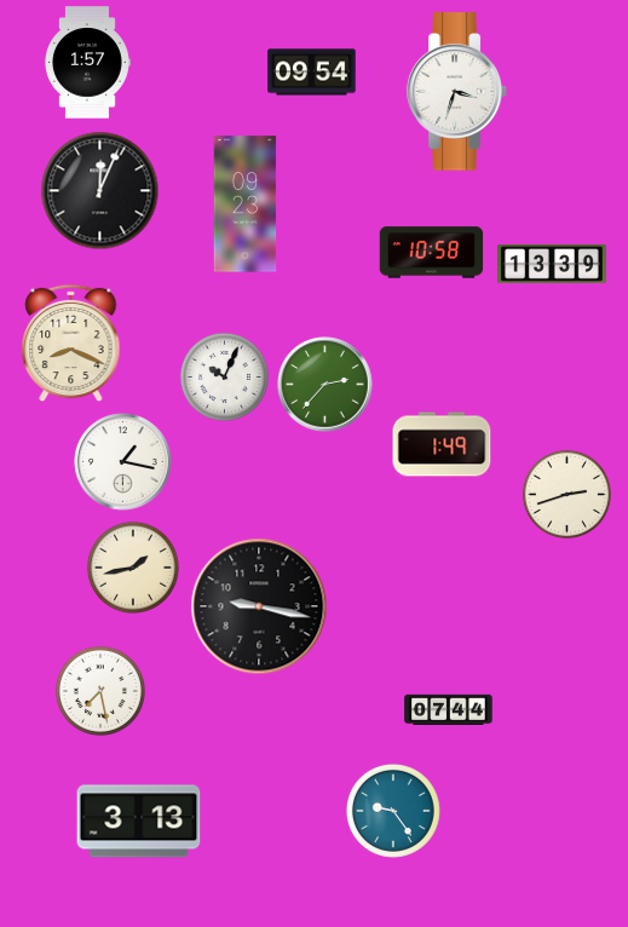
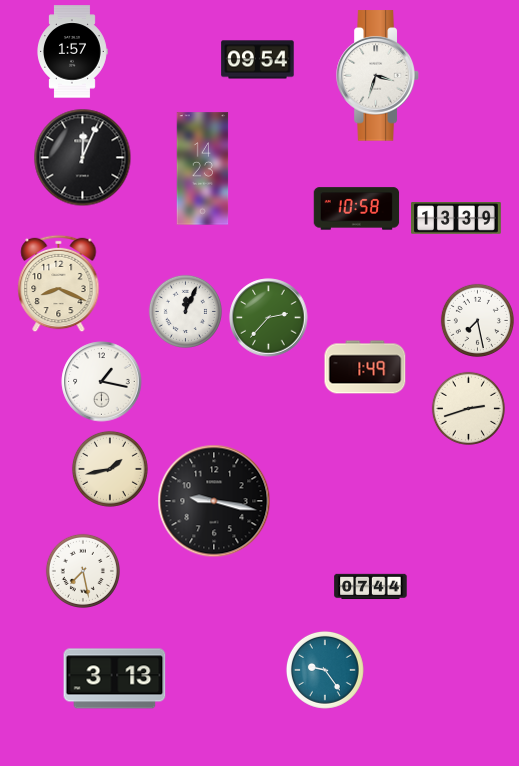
clock at (246, 205): 09:23 -> 14:23
clock at (224, 376): 10:04 -> 12:04
clock at (477, 320): none -> 7:28
